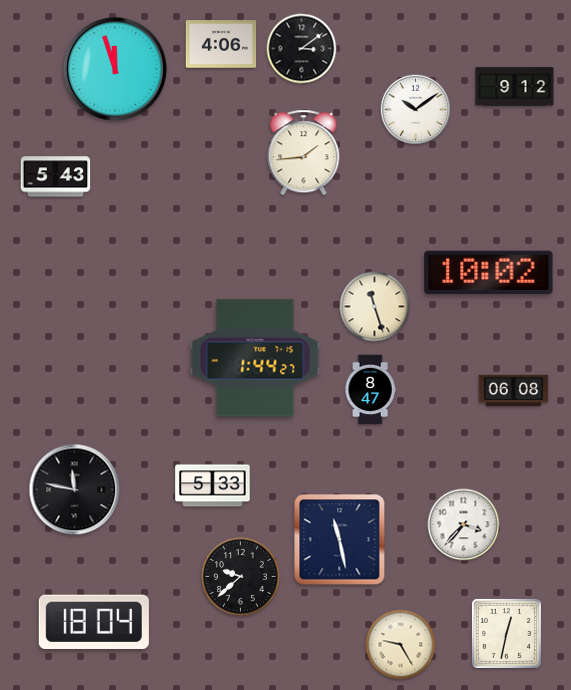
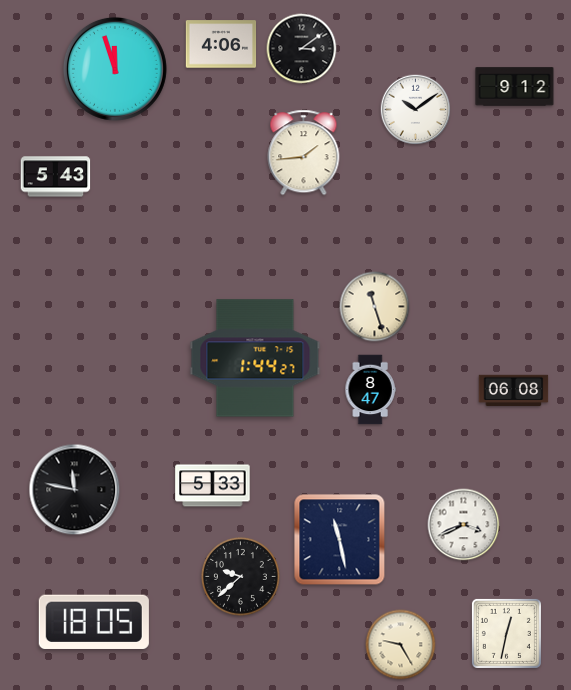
clock at (489, 272): 10:02 -> none
clock at (464, 525): 3:37 -> 3:41
clock at (94, 621): 18:04 -> 18:05
